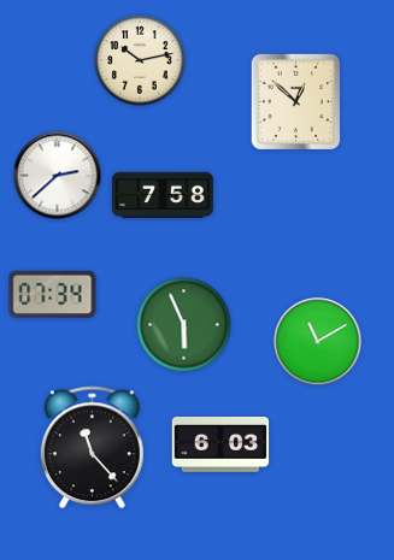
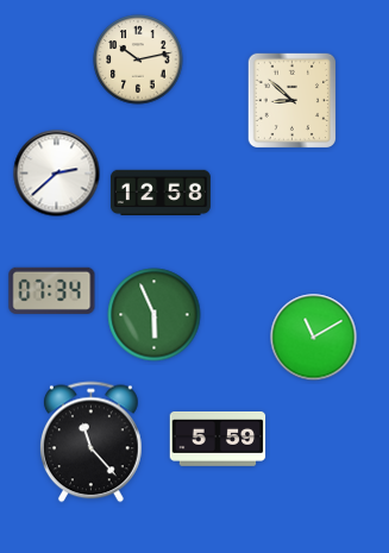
clock at (295, 102): 12:52 -> 8:52
clock at (163, 194): 7:58 -> 12:58
clock at (184, 325) position: (184, 325) -> (155, 315)
clock at (220, 444): 6:03 -> 5:59
